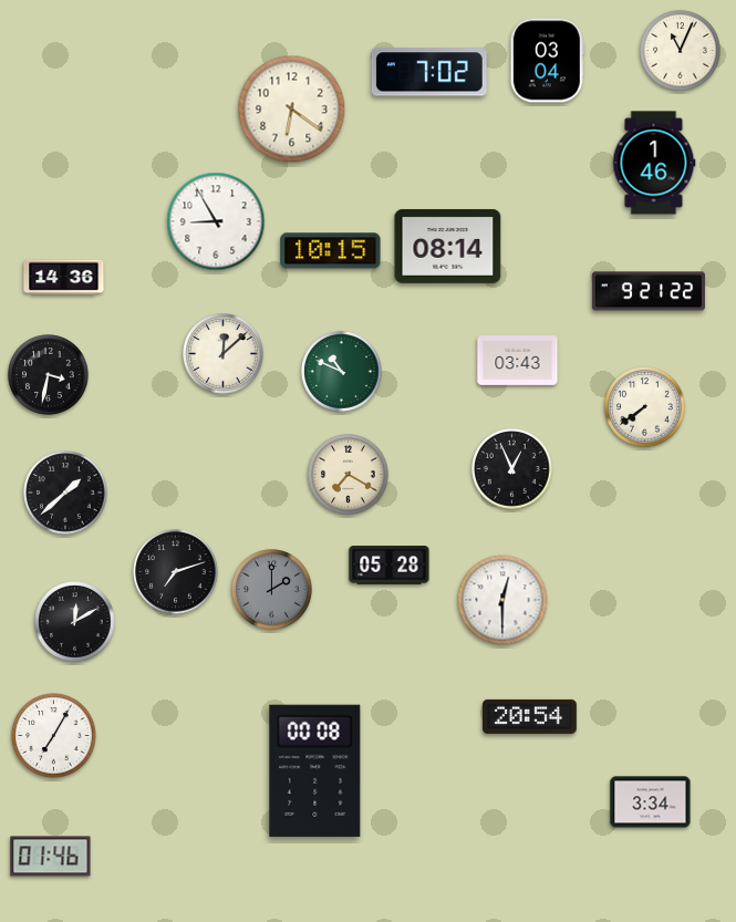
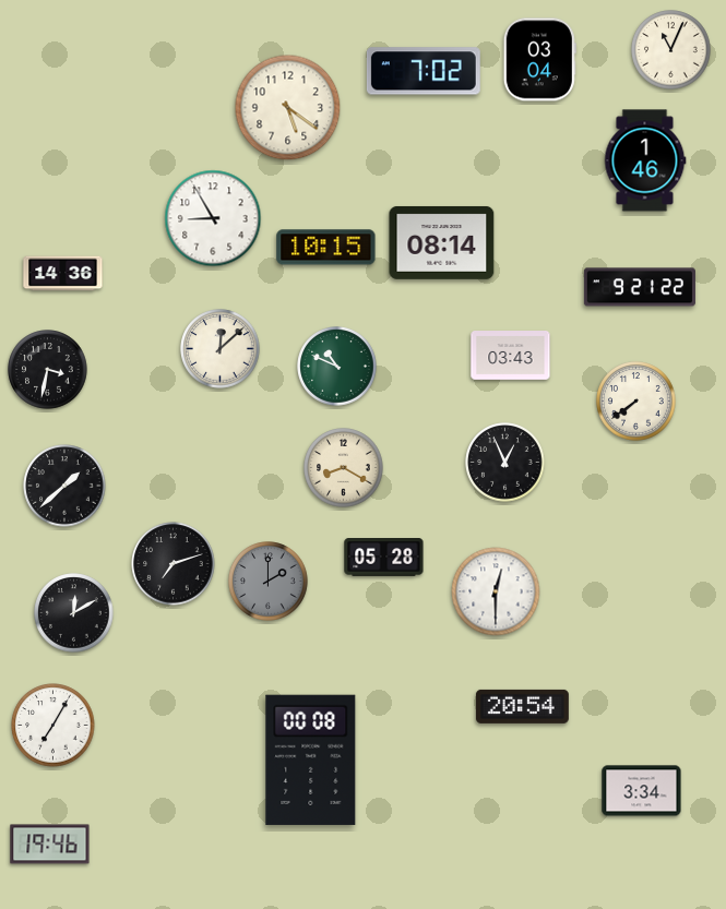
clock at (292, 110): 6:21 -> 5:21
clock at (349, 475): 7:20 -> 8:20
clock at (51, 857): 01:46 -> 19:46
